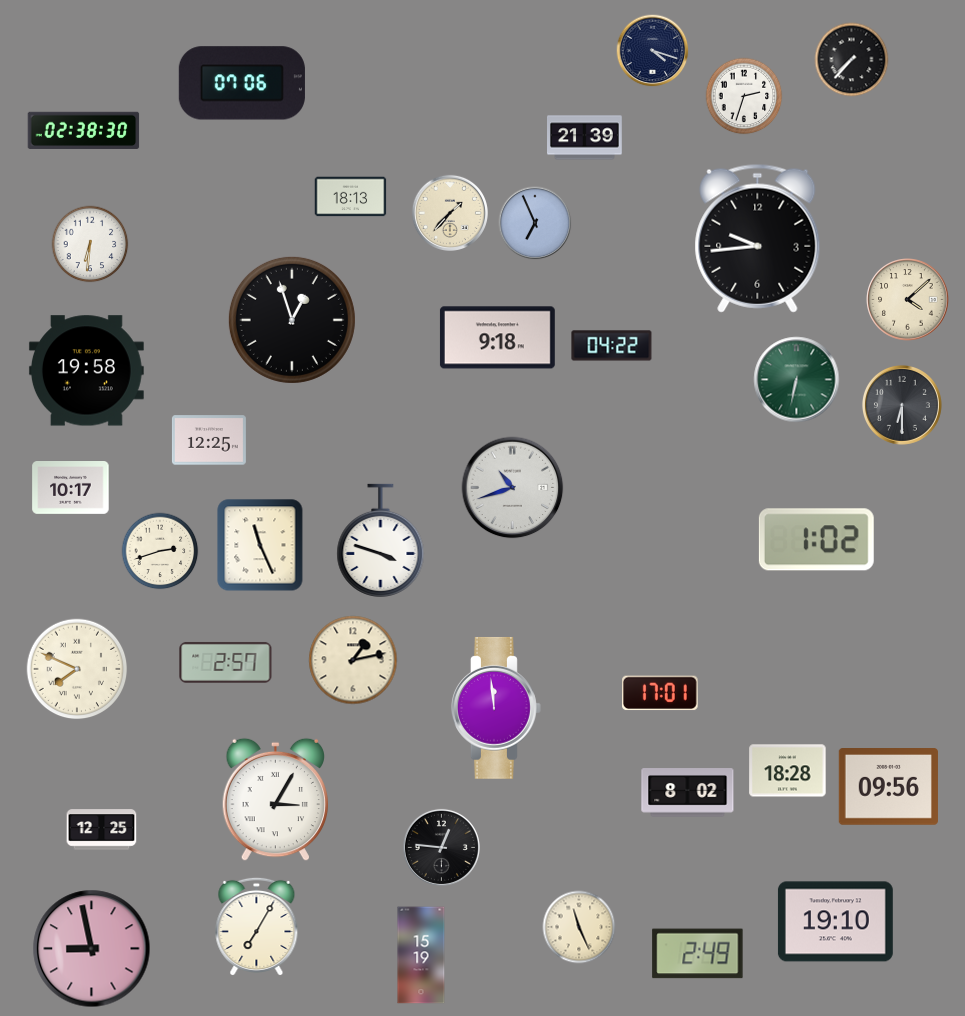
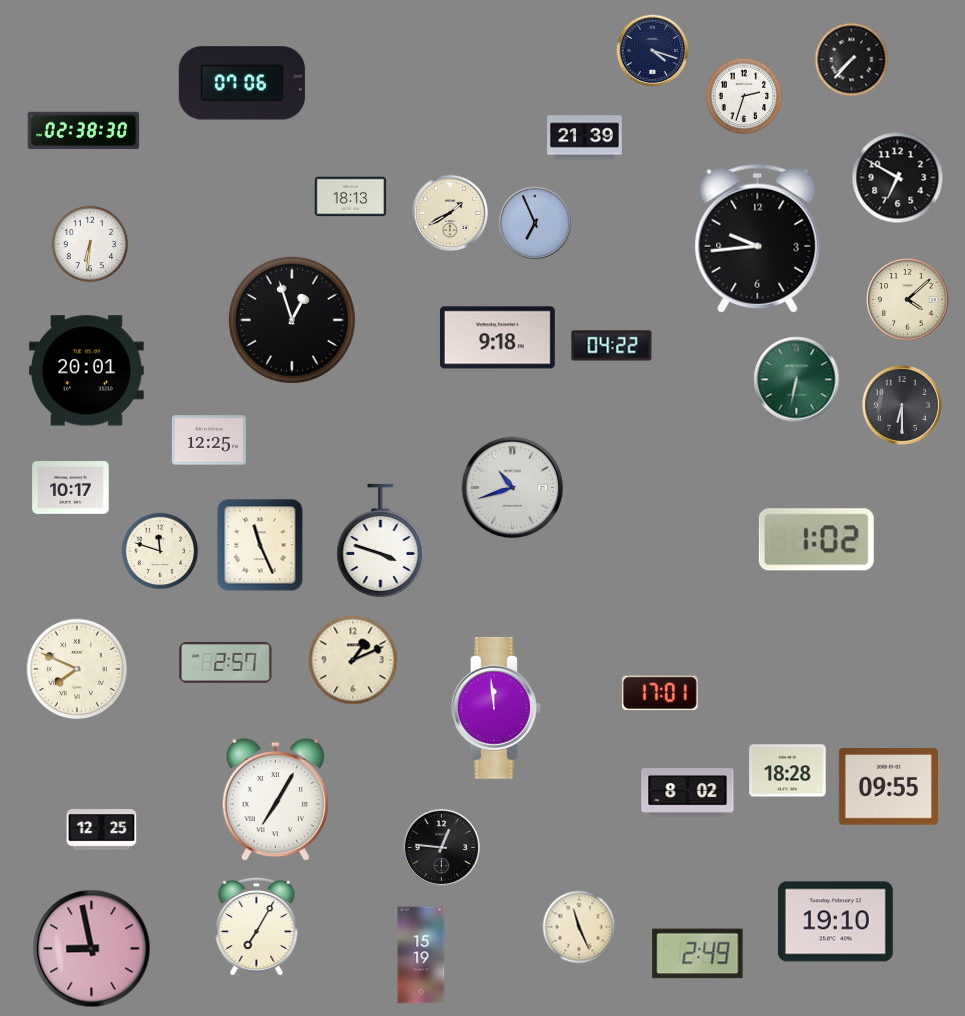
clock at (898, 178): none -> 6:50
clock at (450, 213): 1:37 -> 1:40
clock at (86, 371): 19:58 -> 20:01
clock at (160, 551): 2:42 -> 11:48
clock at (353, 660): 1:13 -> 1:11
clock at (888, 787): 09:56 -> 09:55
clock at (275, 800): 3:05 -> 7:05
